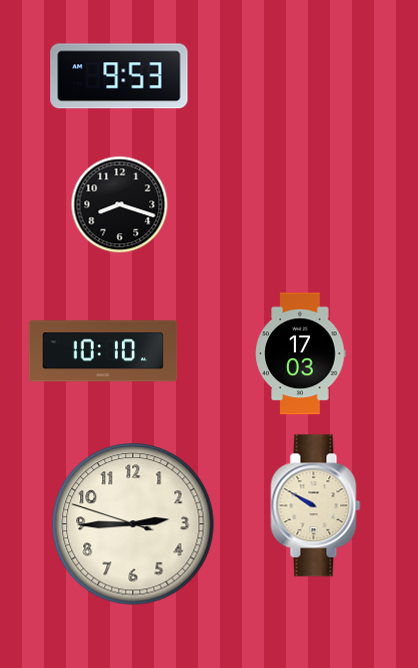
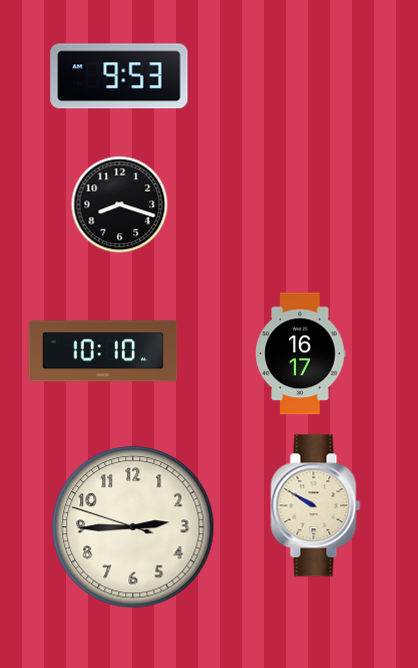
clock at (301, 354): 17:03 -> 16:17
clock at (133, 524) position: (133, 524) -> (133, 527)
